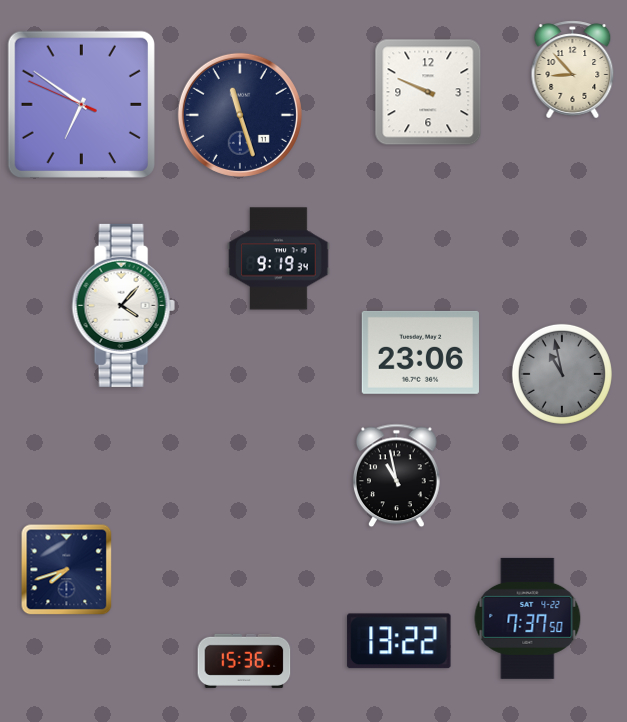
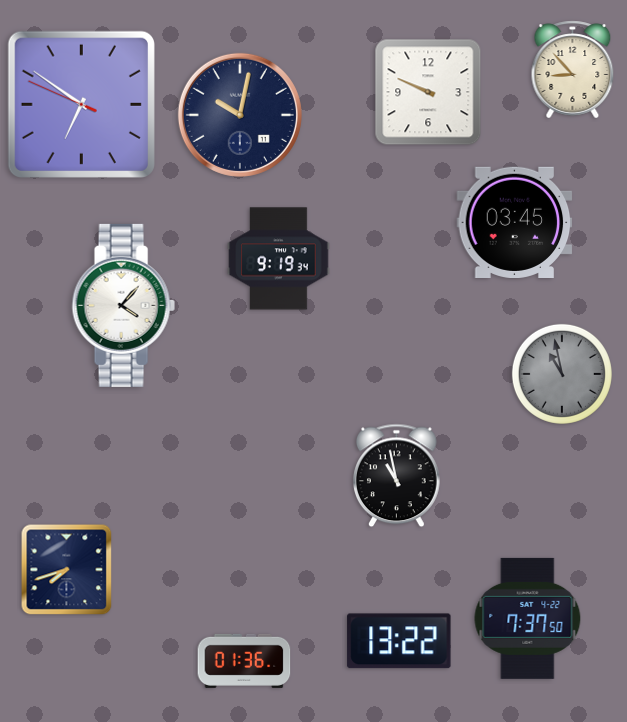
clock at (240, 115): 11:27 -> 10:02
clock at (515, 222): none -> 03:45
clock at (420, 352): 23:06 -> none
clock at (244, 661): 15:36 -> 01:36
